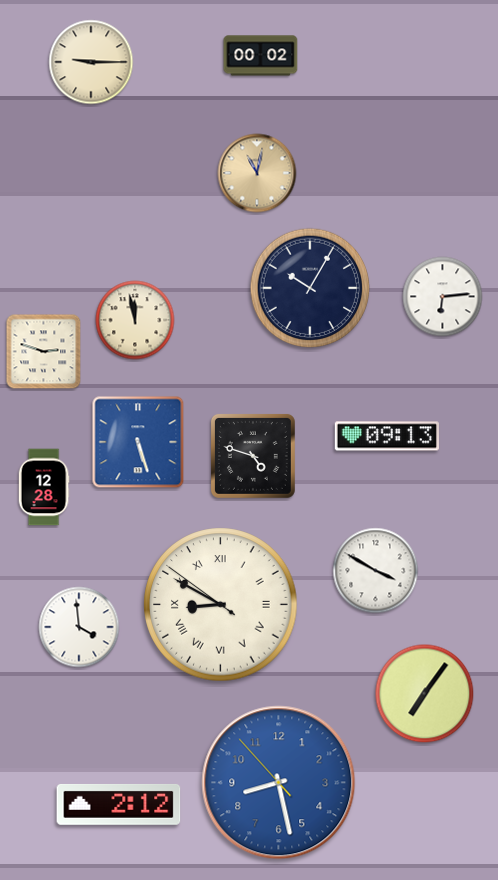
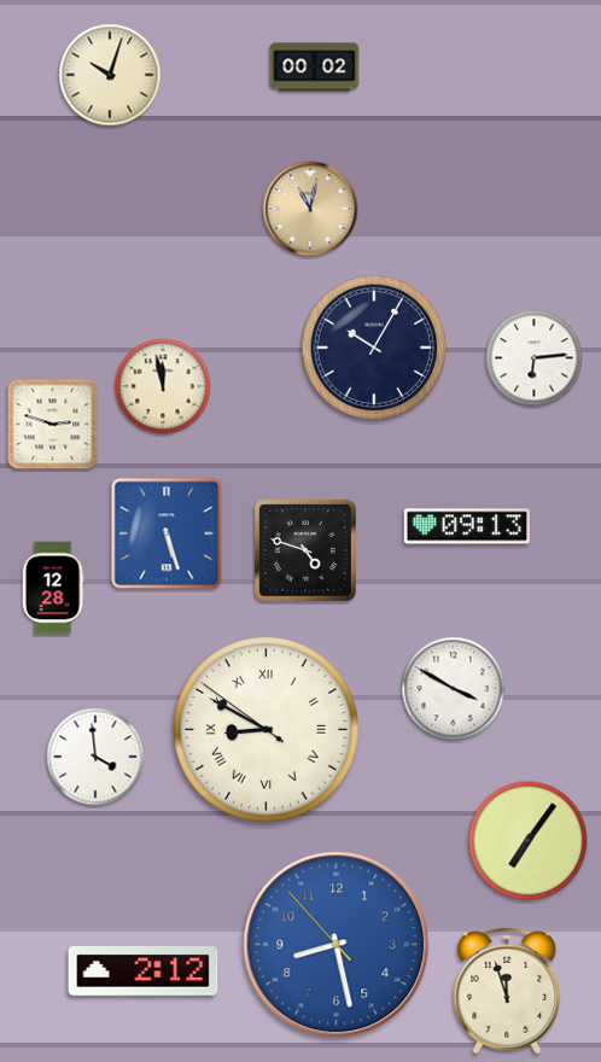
clock at (91, 62): 9:15 -> 10:03
clock at (425, 694) position: (425, 694) -> (529, 841)
clock at (507, 991): none -> 11:57
